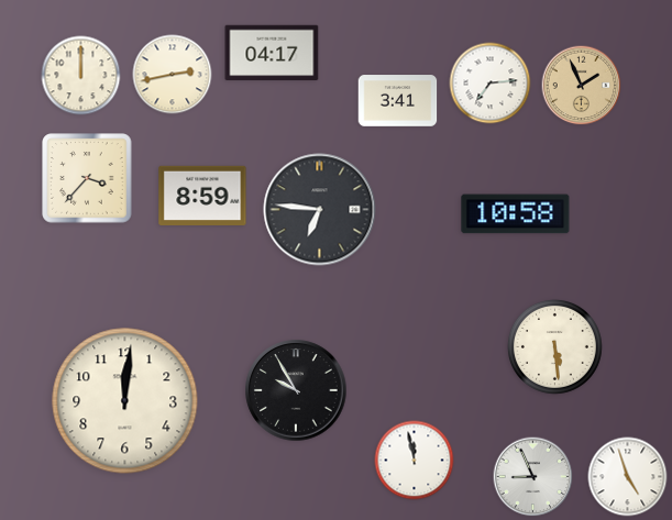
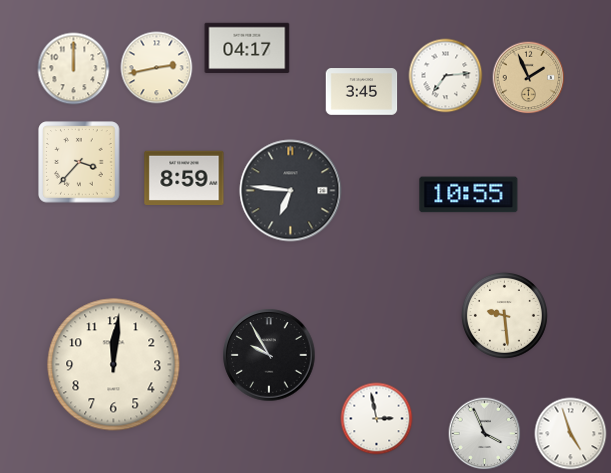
clock at (398, 101): 3:41 -> 3:45
clock at (516, 214): 10:58 -> 10:55
clock at (554, 346): 5:29 -> 9:29
clock at (415, 461): 11:58 -> 2:58
clock at (533, 477): 8:56 -> 3:56
